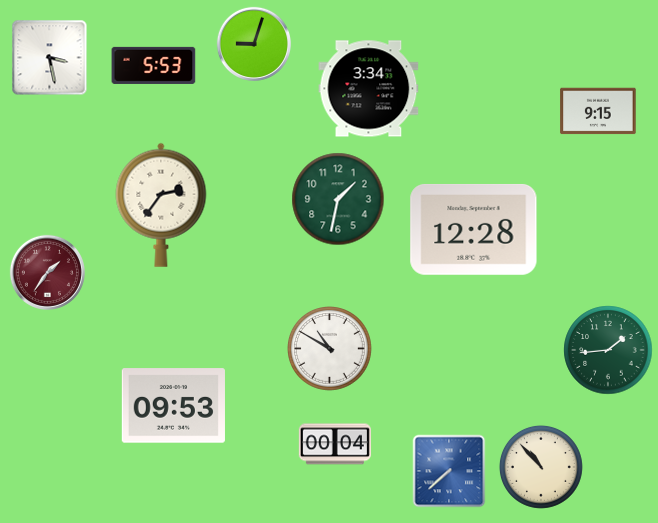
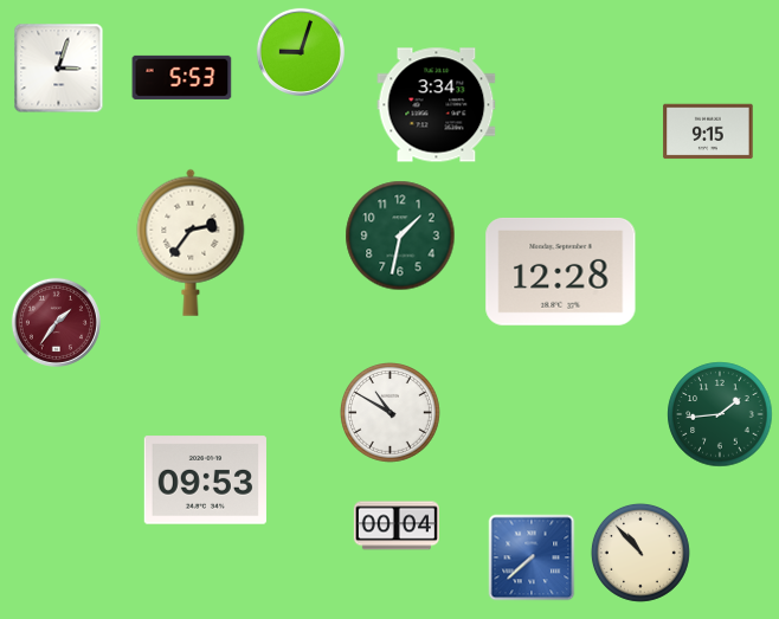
clock at (50, 58): 3:28 -> 3:03
